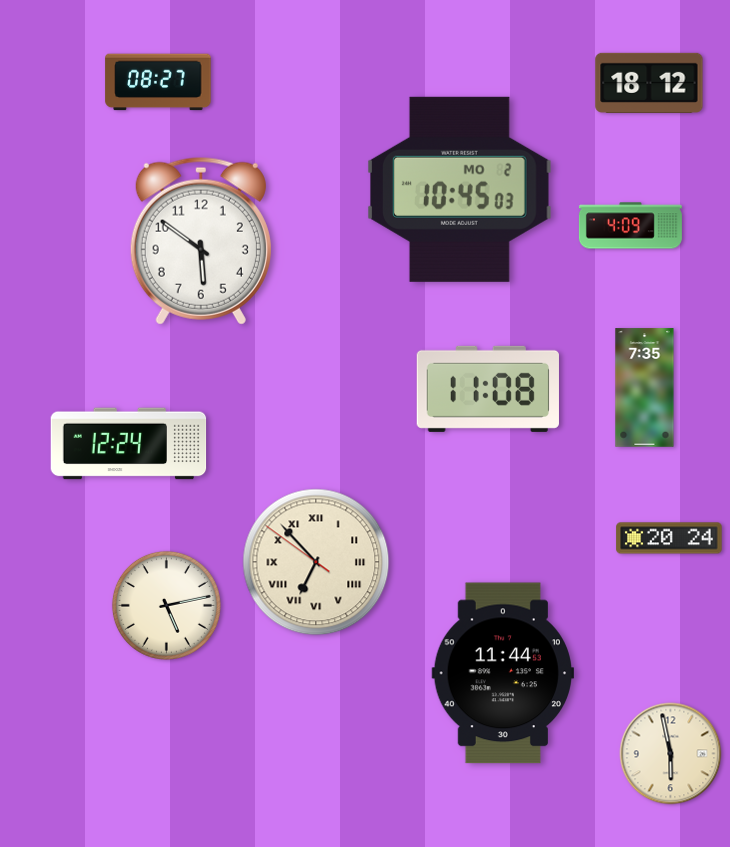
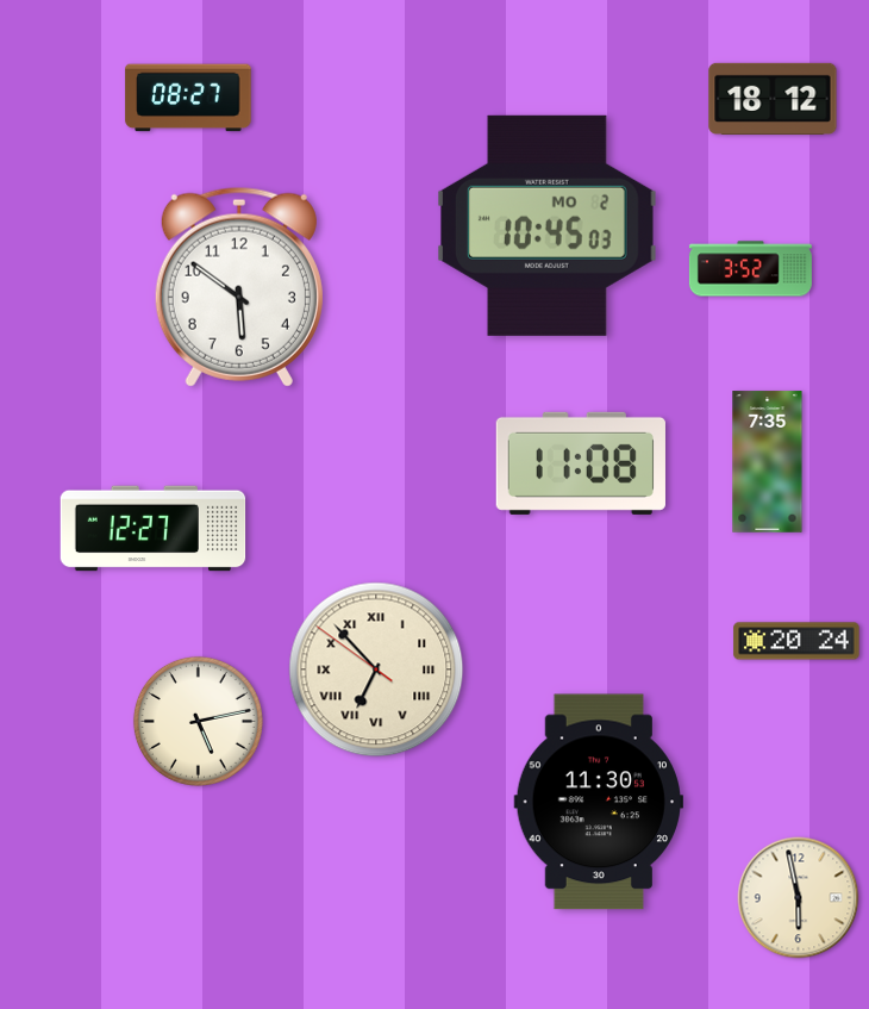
clock at (630, 226): 4:09 -> 3:52
clock at (129, 444): 12:24 -> 12:27
clock at (502, 673): 11:44 -> 11:30
